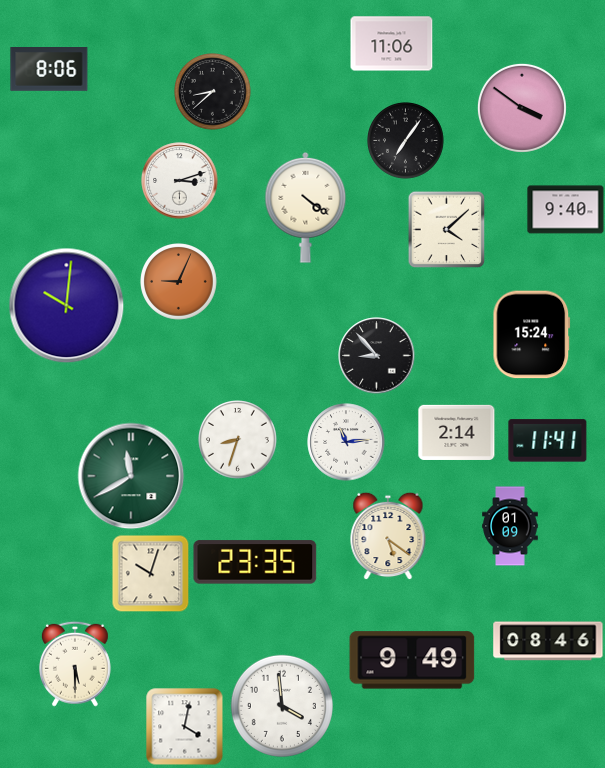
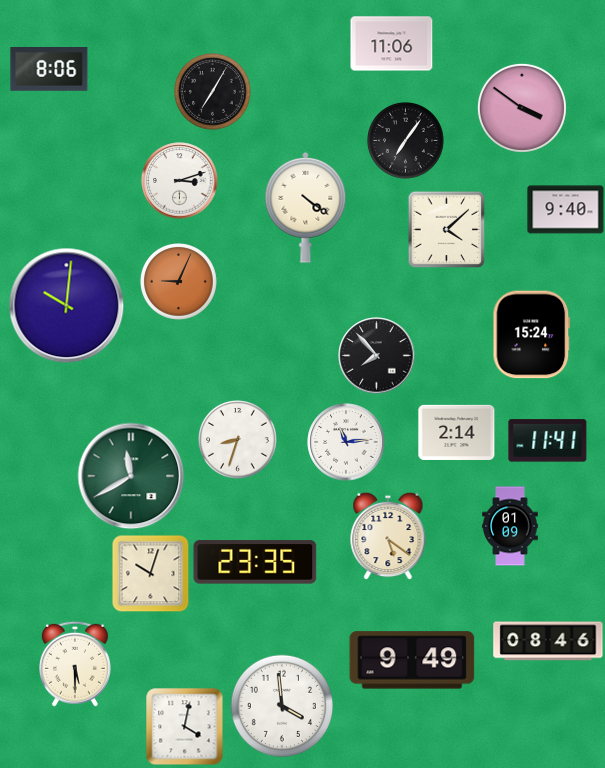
clock at (213, 92): 8:38 -> 7:05
clock at (377, 356): 8:53 -> 7:53
